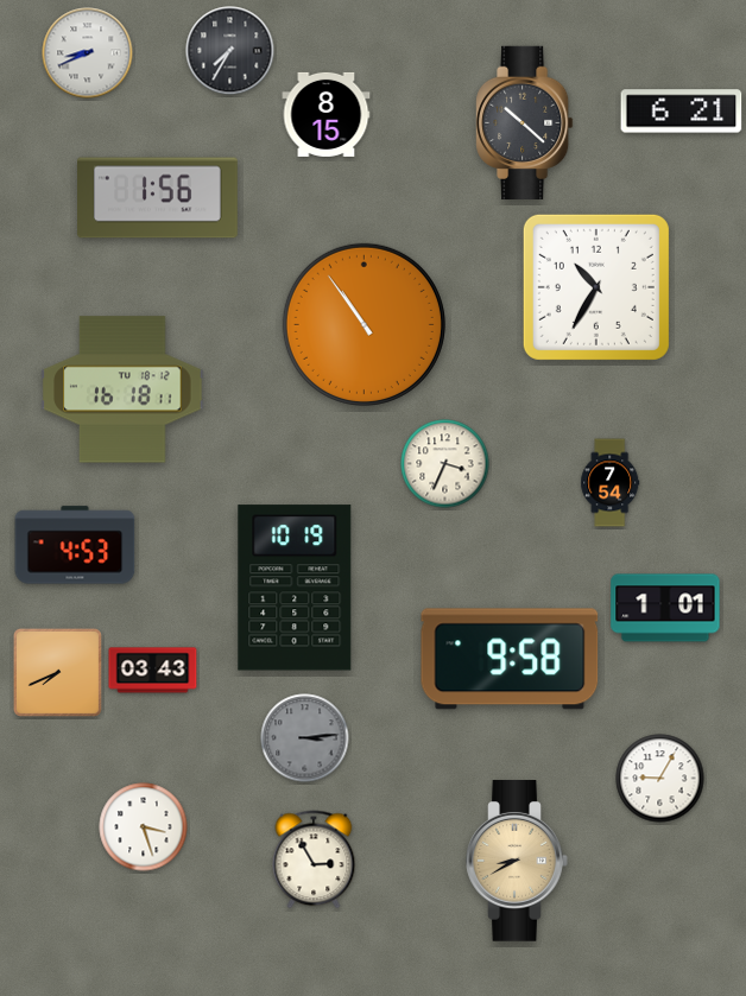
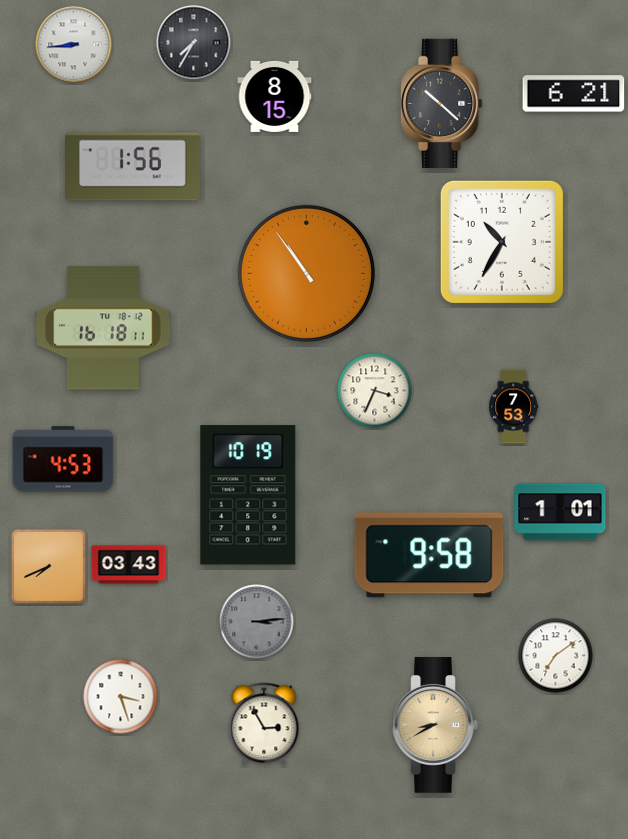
clock at (88, 53): 8:41 -> 8:44
clock at (611, 483): 7:54 -> 7:53
clock at (660, 779): 9:05 -> 7:09
